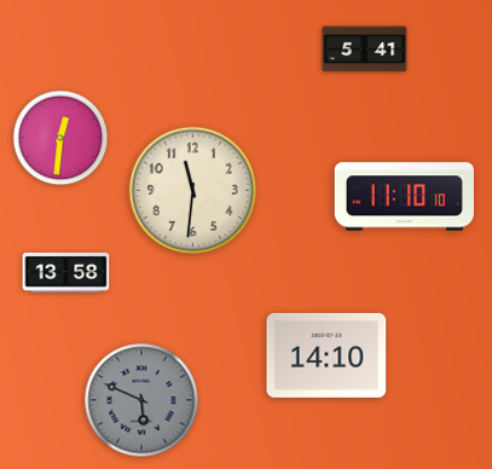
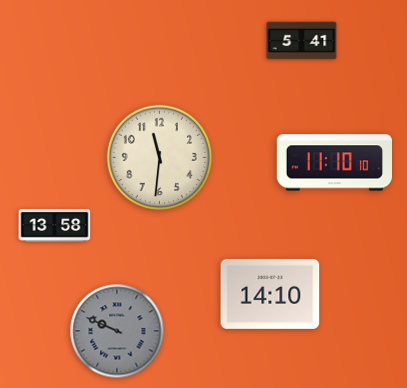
clock at (60, 138): 12:31 -> none
clock at (141, 400): 5:49 -> 9:49
